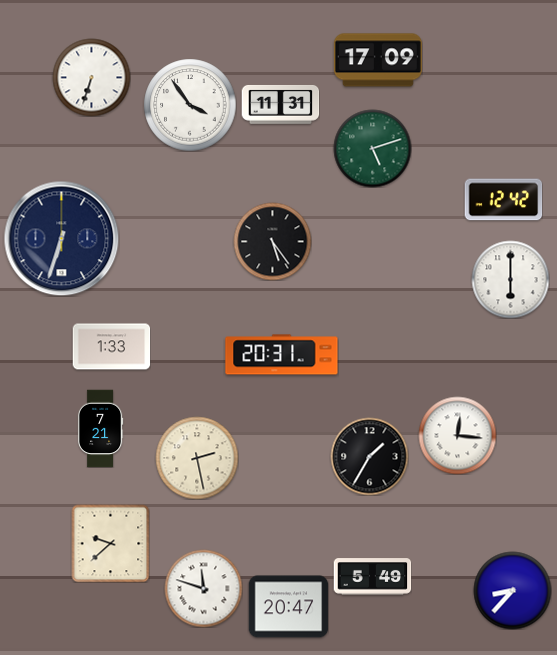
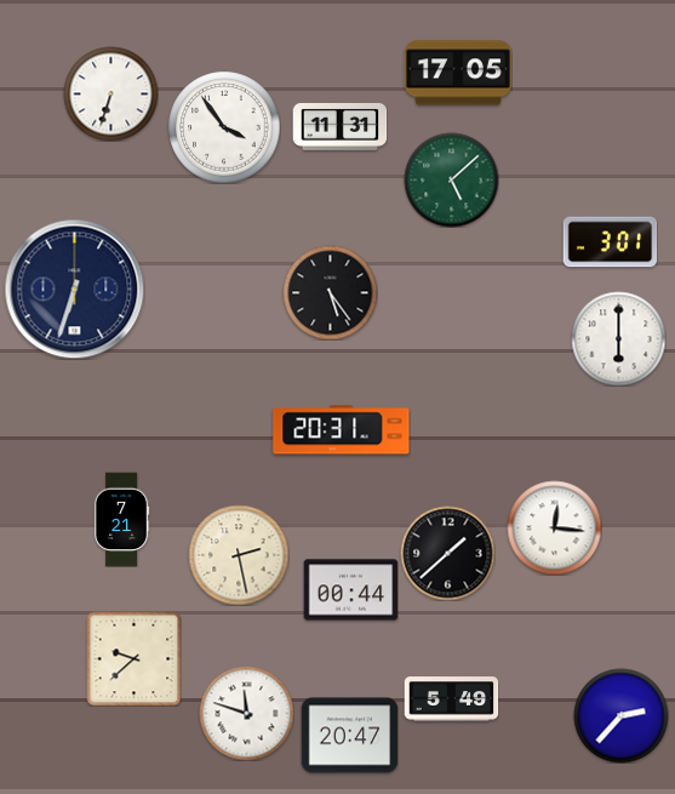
clock at (378, 60): 17:09 -> 17:05
clock at (190, 105) position: (190, 105) -> (224, 127)
clock at (372, 148): 5:12 -> 5:08
clock at (503, 200): 12:42 -> 3:01
clock at (111, 347): 1:33 -> none
clock at (369, 456): 1:35 -> 1:38
clock at (350, 590): none -> 00:44
clock at (512, 590): 8:37 -> 2:37
